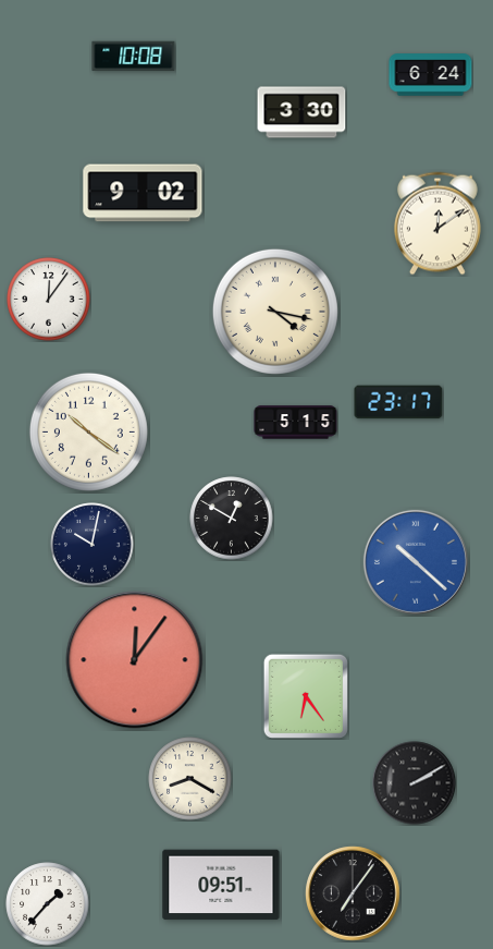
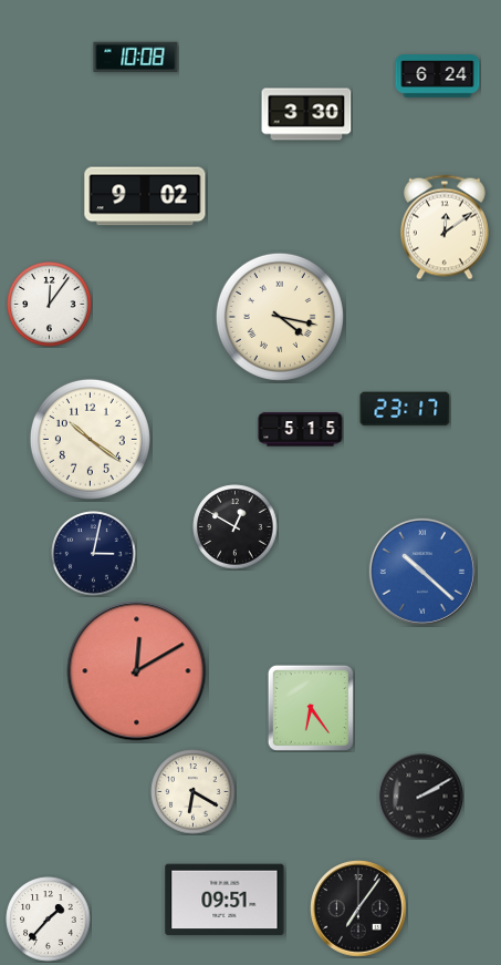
clock at (93, 545): 10:02 -> 3:02
clock at (135, 660): 12:06 -> 12:10
clock at (190, 779): 8:20 -> 6:20
